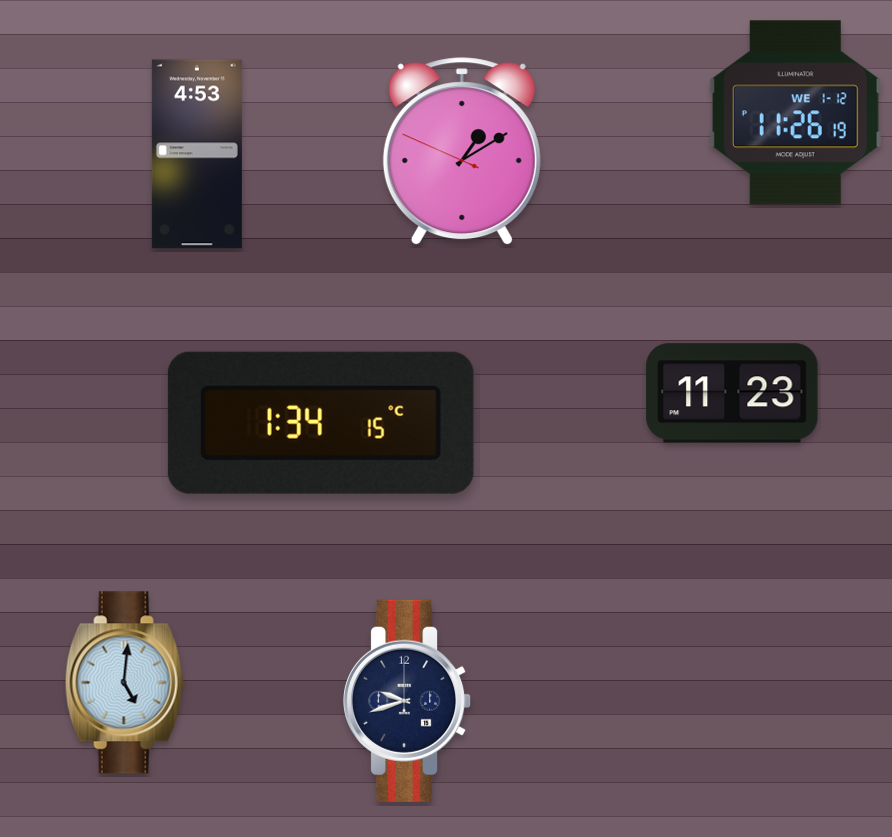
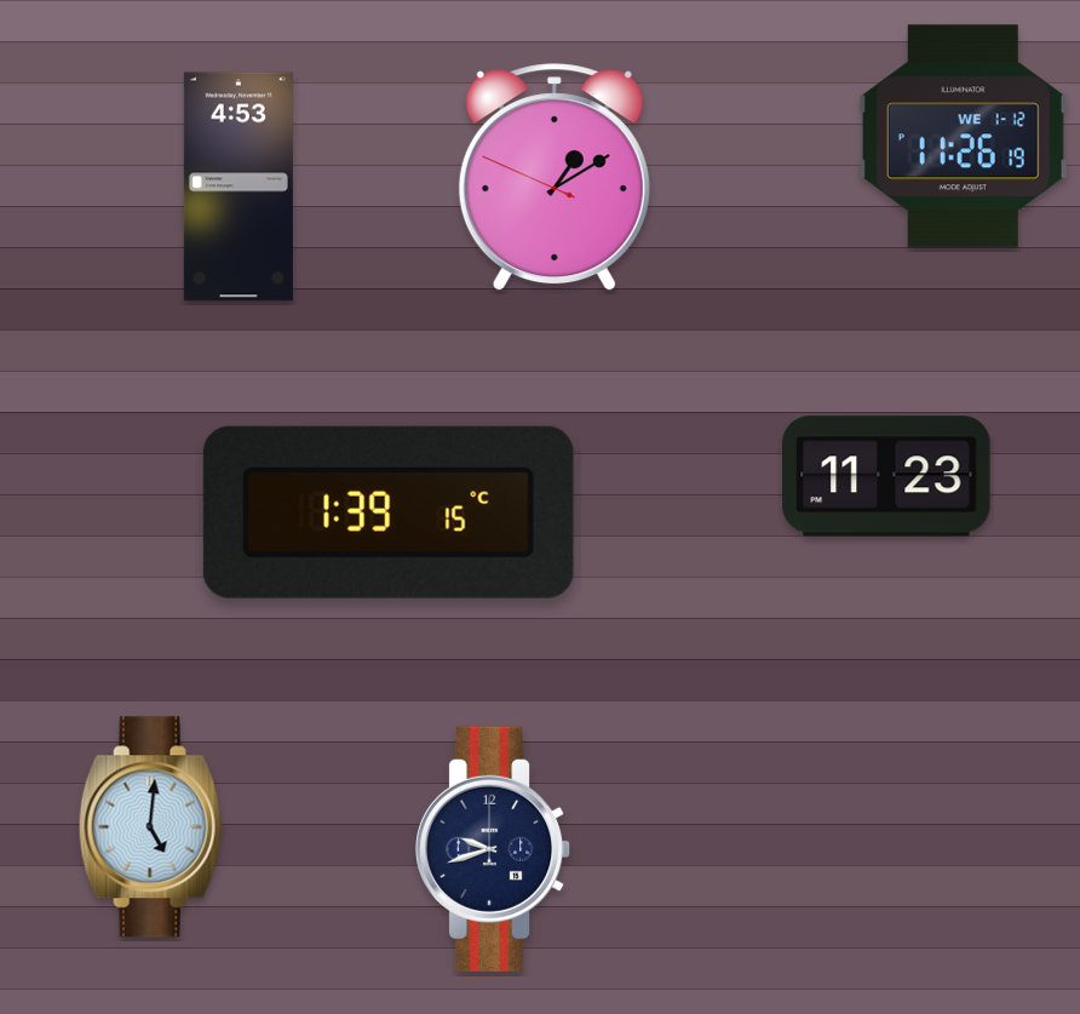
clock at (462, 152) position: (462, 152) -> (555, 178)
clock at (321, 423): 1:34 -> 1:39
